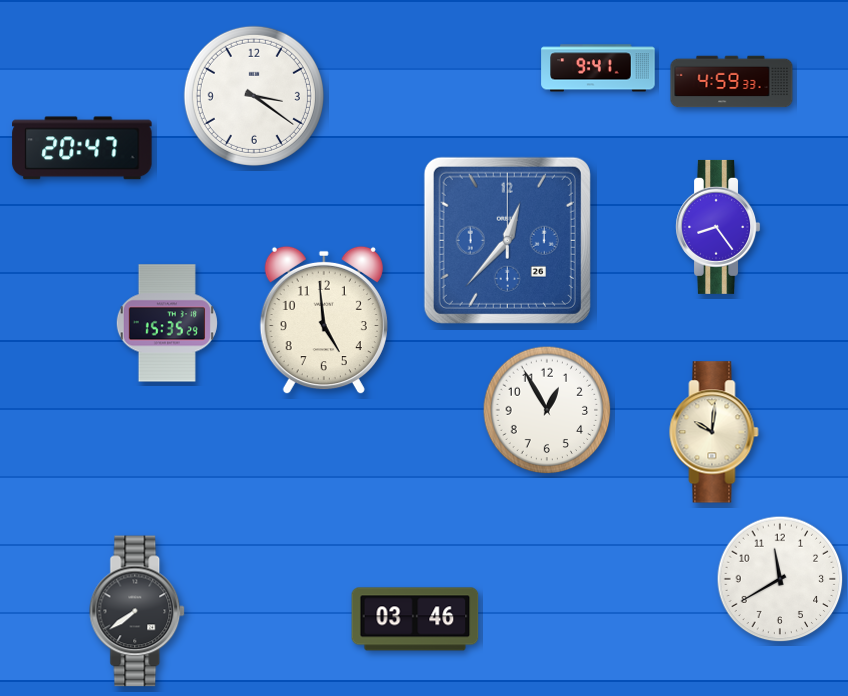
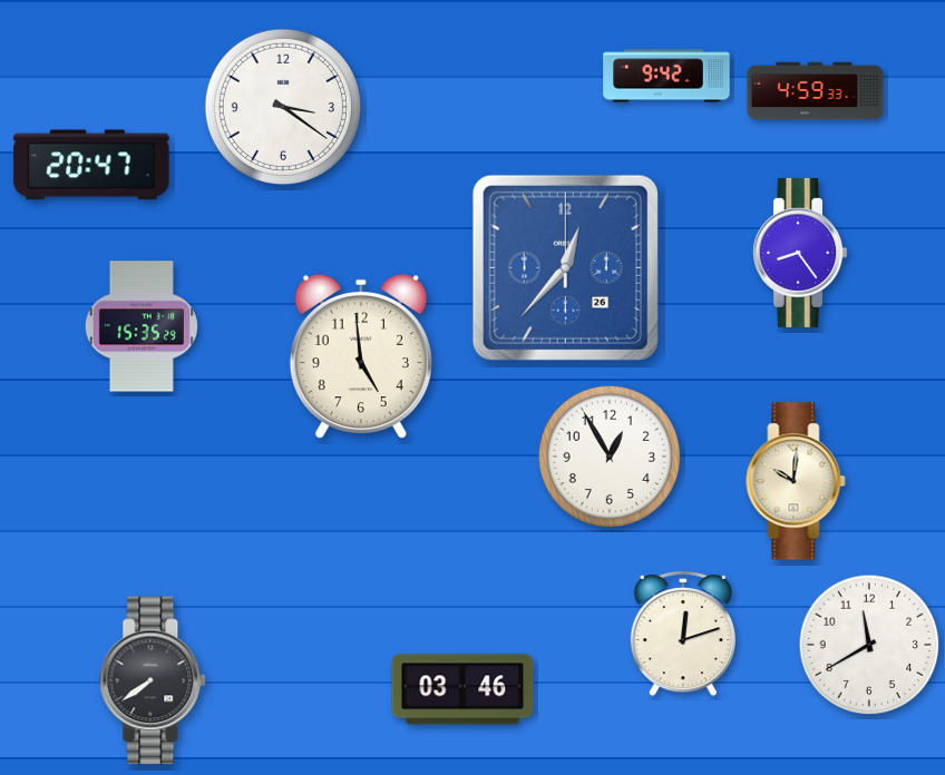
clock at (598, 68): 9:41 -> 9:42
clock at (167, 323) position: (167, 323) -> (142, 326)
clock at (683, 634): none -> 12:12
